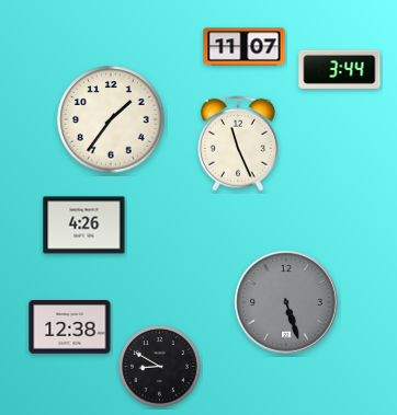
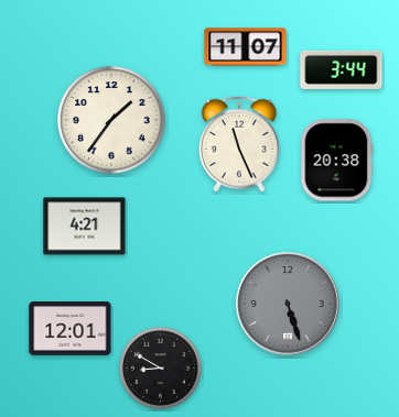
clock at (336, 161): none -> 20:38
clock at (84, 226): 4:26 -> 4:21
clock at (70, 327): 12:38 -> 12:01
